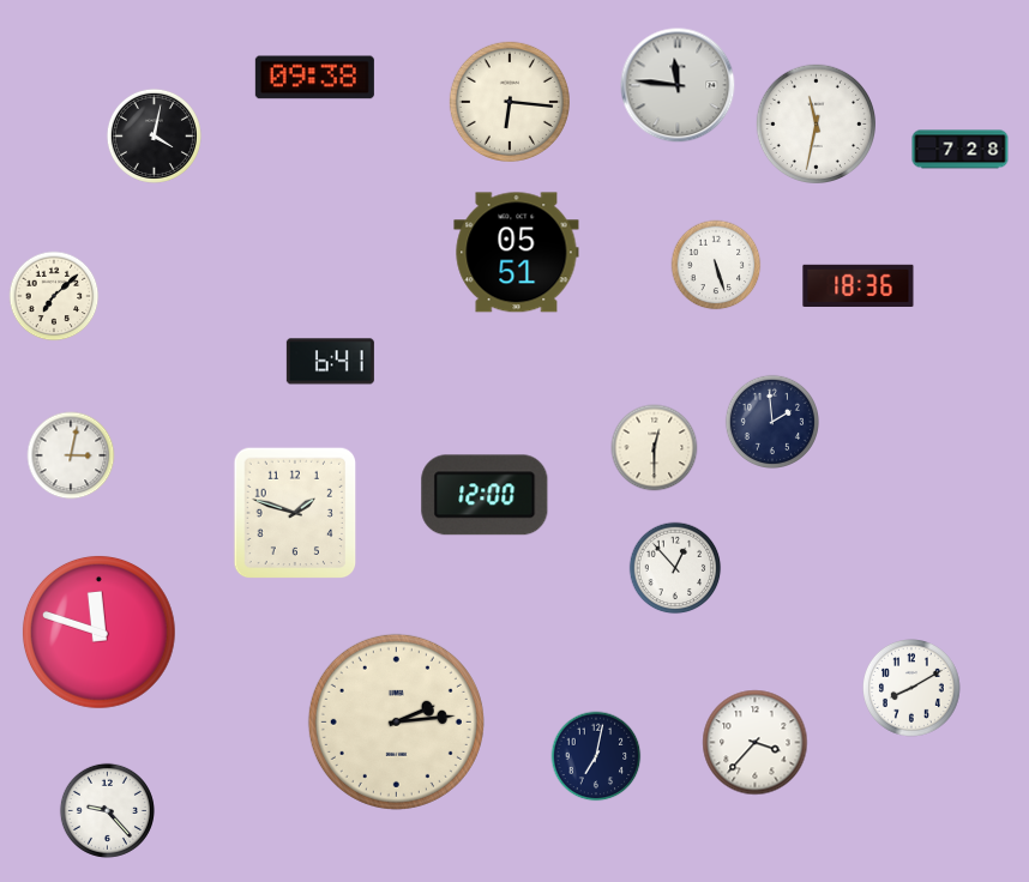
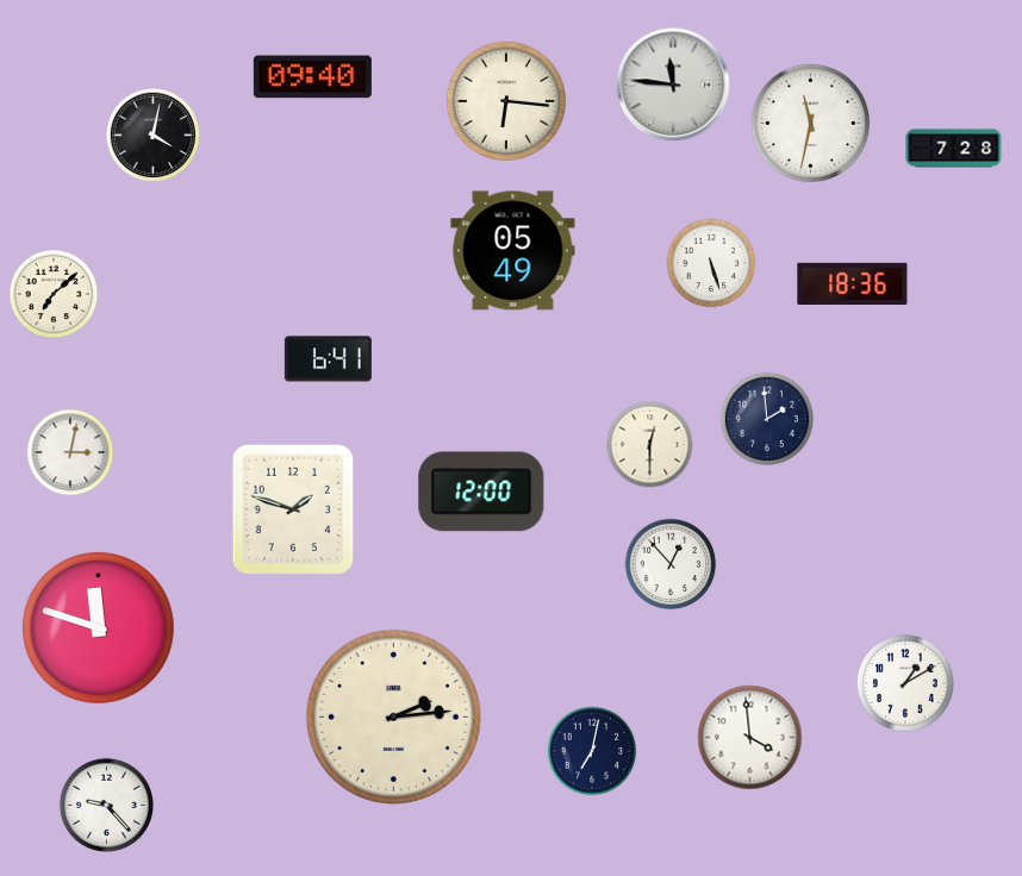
clock at (314, 78): 09:38 -> 09:40
clock at (517, 253): 05:51 -> 05:49
clock at (913, 689): 8:10 -> 1:10
clock at (756, 743): 3:37 -> 3:59
